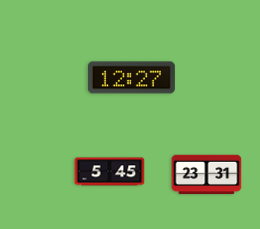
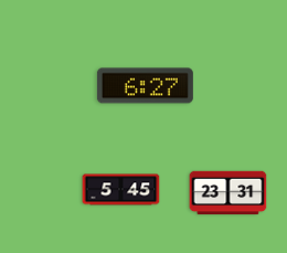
clock at (131, 78): 12:27 -> 6:27
